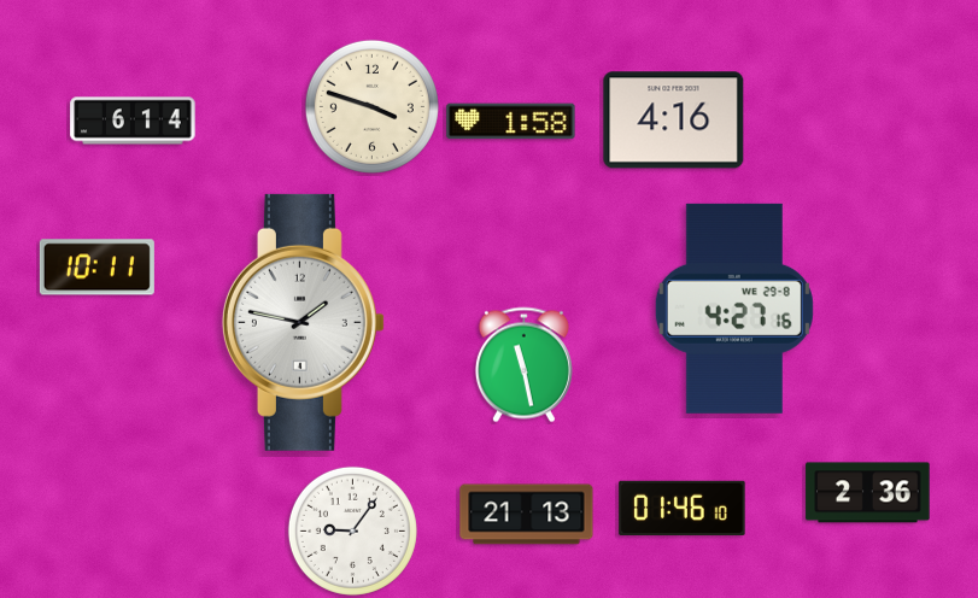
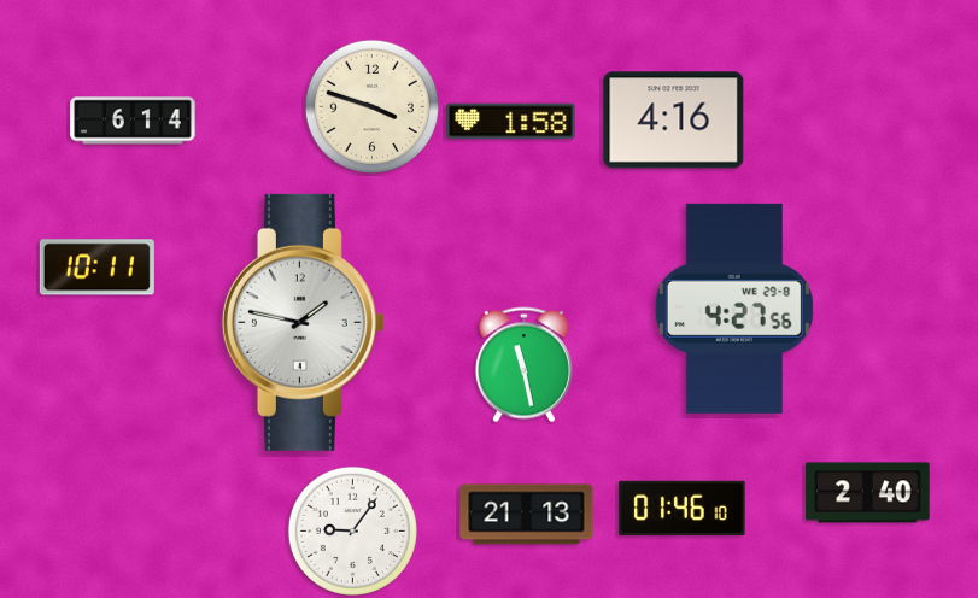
clock at (734, 309): 4:27:16 -> 4:27:56
clock at (868, 493): 2:36 -> 2:40
